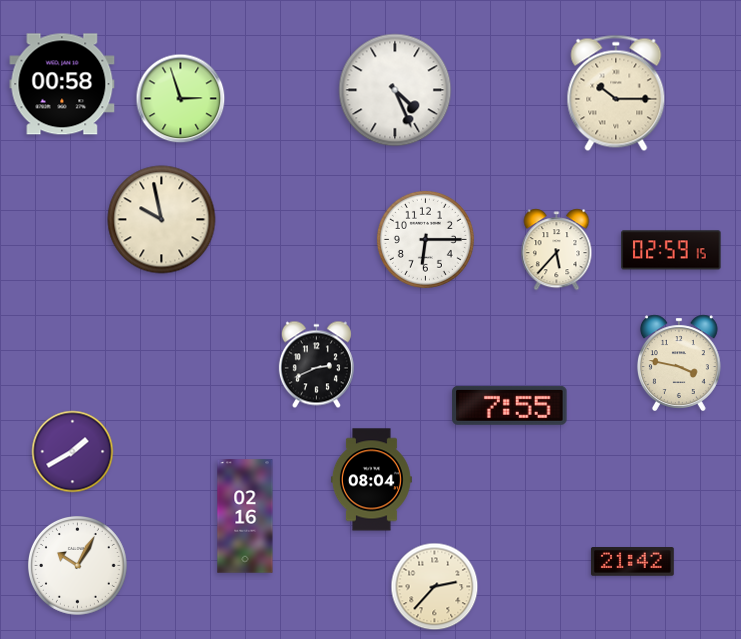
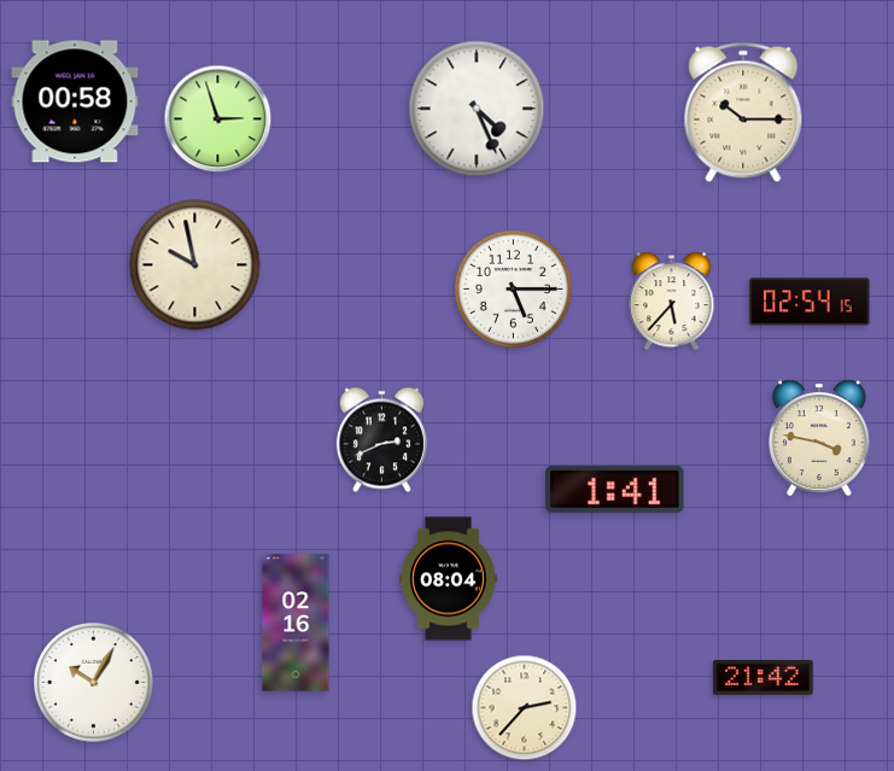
clock at (425, 239): 6:15 -> 5:15
clock at (671, 250): 02:59 -> 02:54
clock at (510, 405): 7:55 -> 1:41
clock at (73, 452): 1:40 -> none
